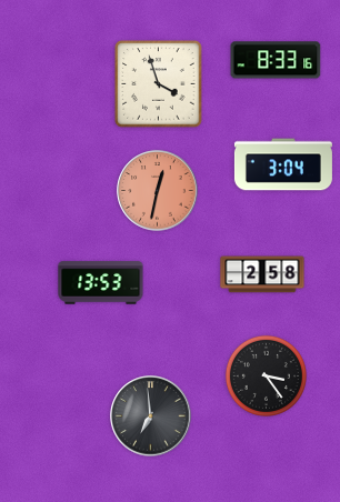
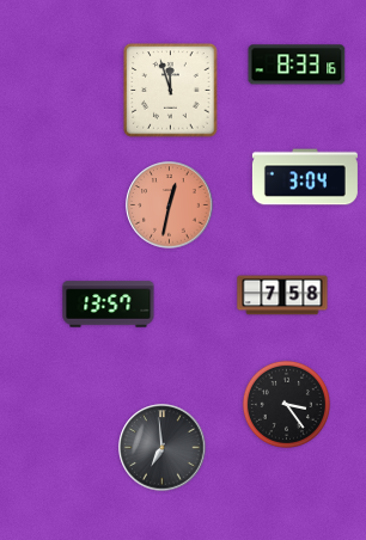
clock at (159, 84): 3:57 -> 11:57
clock at (262, 274): 2:58 -> 7:58
clock at (101, 283): 13:53 -> 13:57
